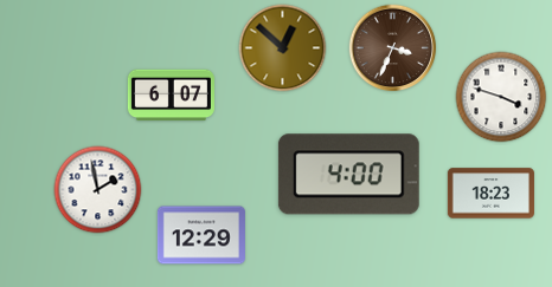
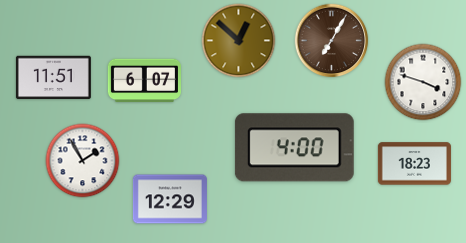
clock at (393, 48): 3:34 -> 7:05
clock at (53, 78): none -> 11:51
clock at (98, 190): 1:58 -> 1:55
